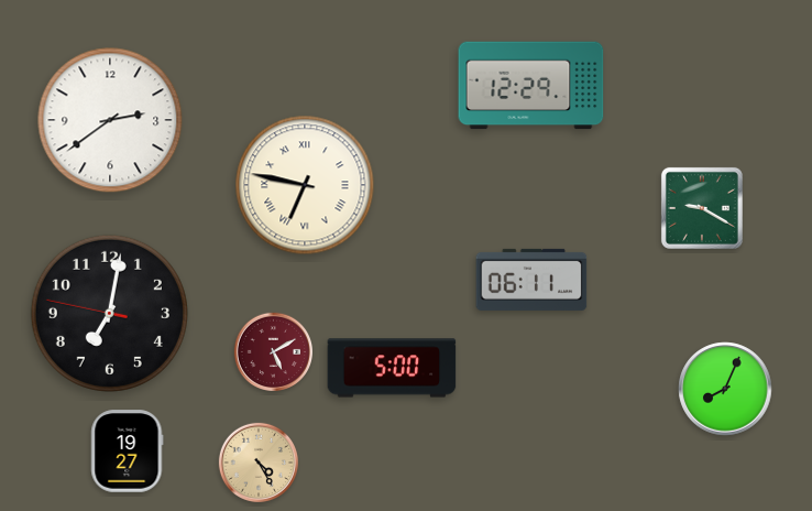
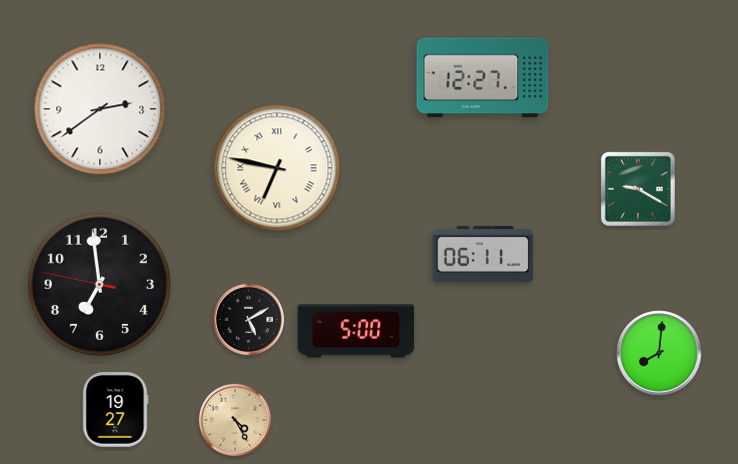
clock at (531, 86): 12:29 -> 12:27
clock at (109, 313): 7:01 -> 6:58
clock at (273, 351) dial: burgundy -> black
clock at (392, 368) position: (392, 368) -> (356, 331)
clock at (725, 389): 8:04 -> 8:01
